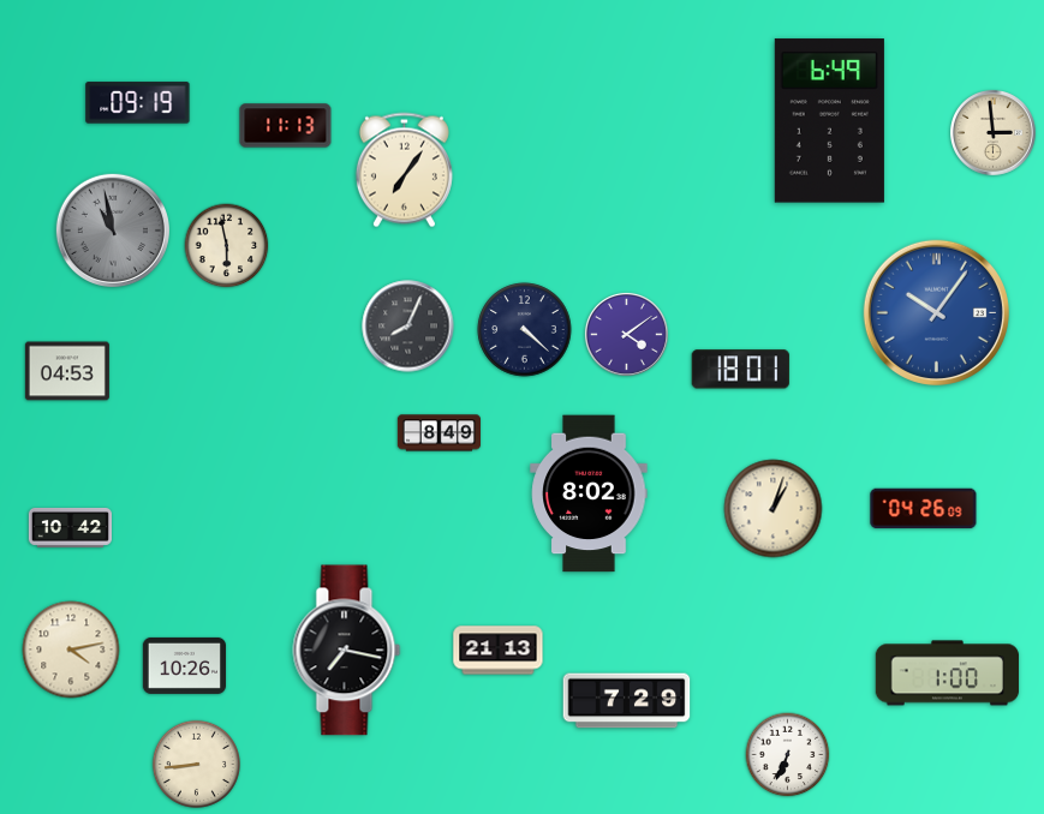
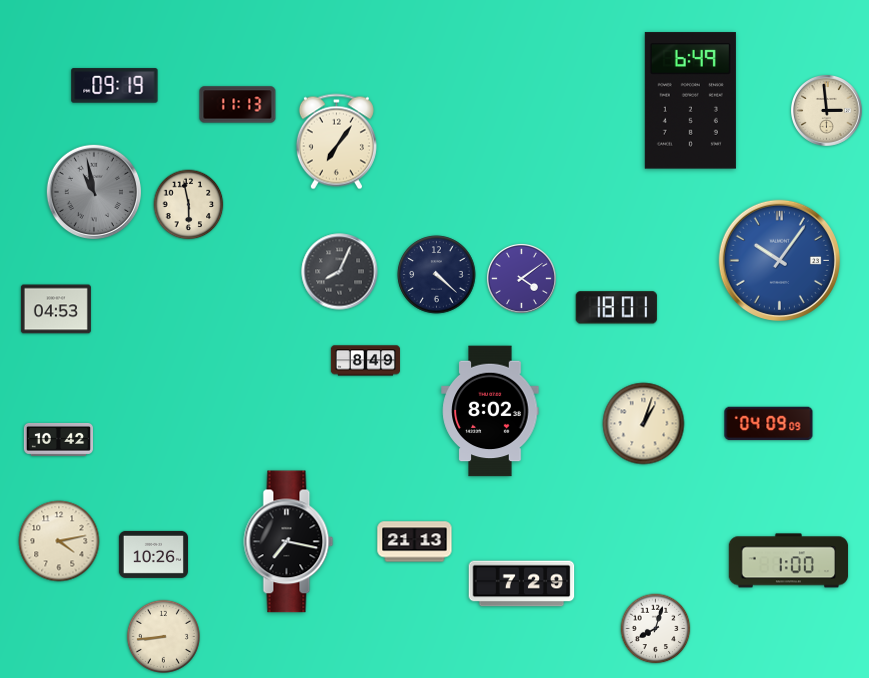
clock at (924, 509): 04:26 -> 04:09
clock at (788, 755): 6:34 -> 8:03
